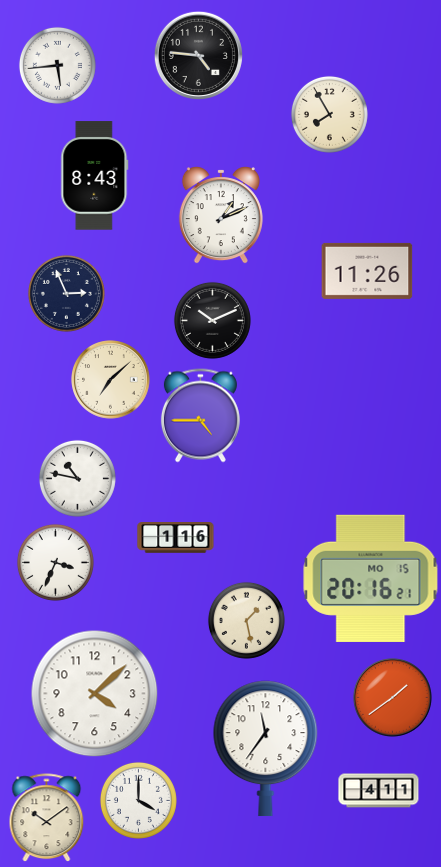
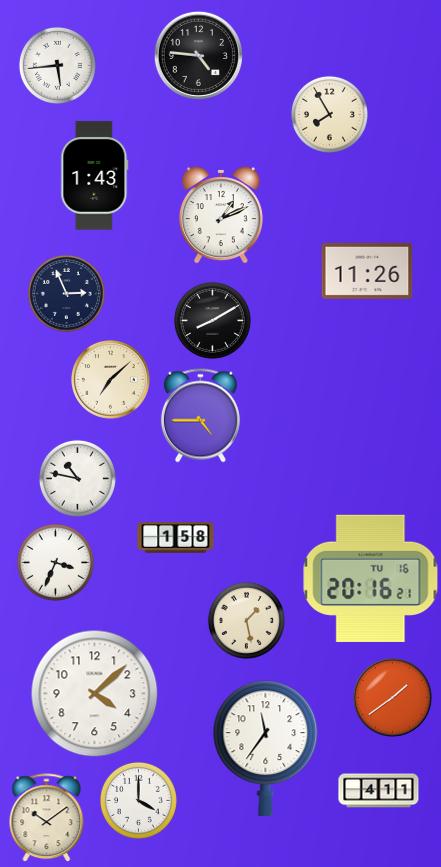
clock at (95, 176): 8:43 -> 1:43
clock at (212, 320): 10:11 -> 8:10
clock at (176, 538): 1:16 -> 1:58
clock at (371, 578) date: MO 15 -> TU 16
